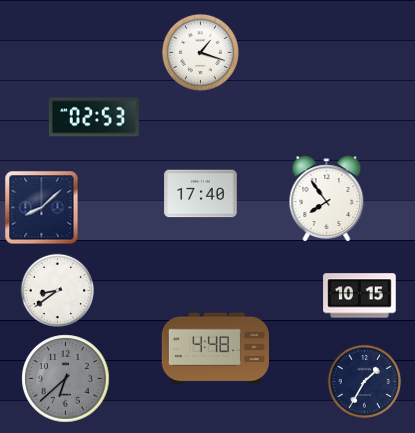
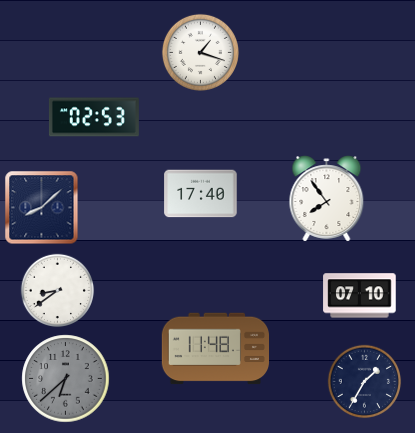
clock at (360, 296): 10:15 -> 07:10
clock at (215, 349): 4:48 -> 11:48
